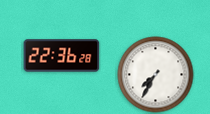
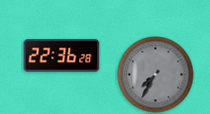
clock at (156, 75) dial: white -> grey
